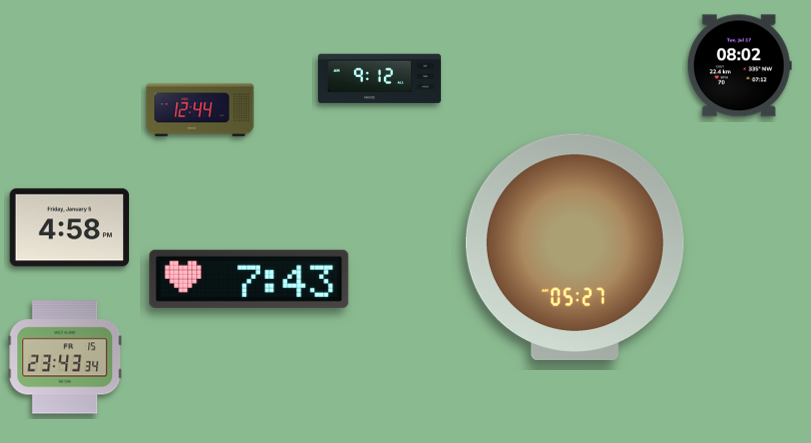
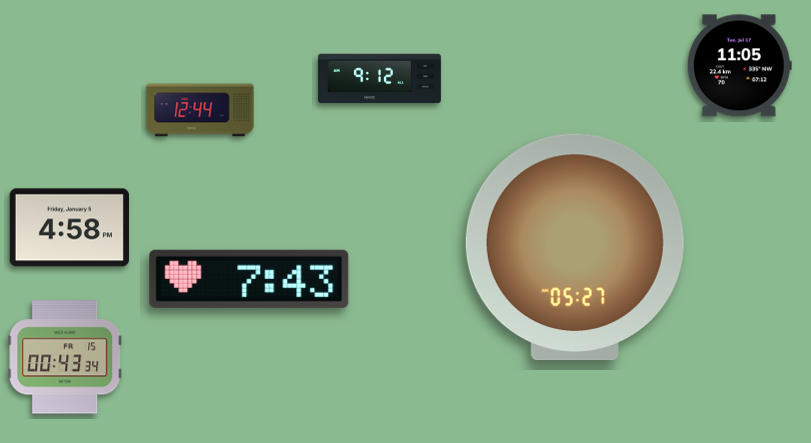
clock at (739, 66): 08:02 -> 11:05
clock at (65, 357): 23:43 -> 00:43
